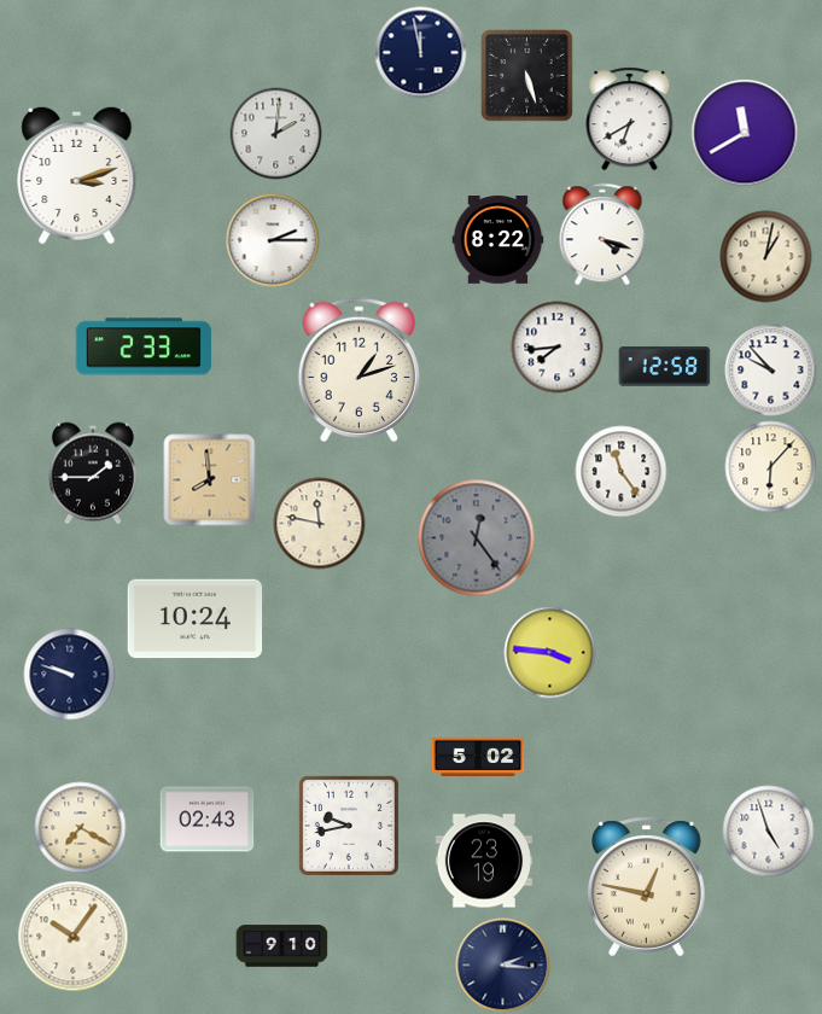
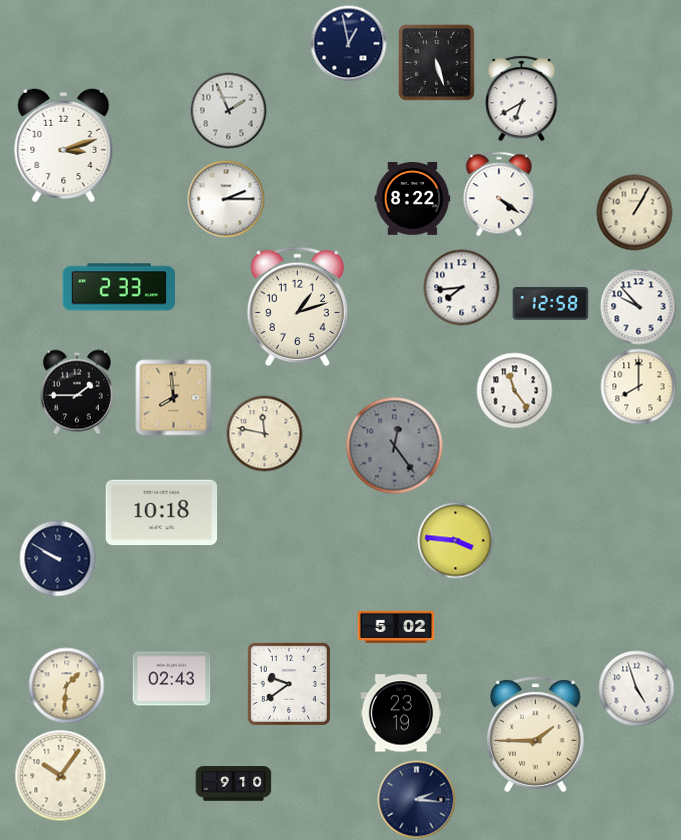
clock at (421, 53): 11:58 -> 12:58
clock at (745, 133): 11:40 -> none
clock at (276, 134): 2:01 -> 1:56
clock at (602, 234): 4:18 -> 4:21
clock at (766, 257): 1:02 -> 1:05
clock at (771, 467): 6:07 -> 8:00
clock at (196, 619): 10:24 -> 10:18
clock at (70, 675): 9:48 -> 9:50
clock at (349, 826): 9:43 -> 9:39
clock at (81, 828): 7:20 -> 1:31
clock at (647, 887): 12:47 -> 1:45
